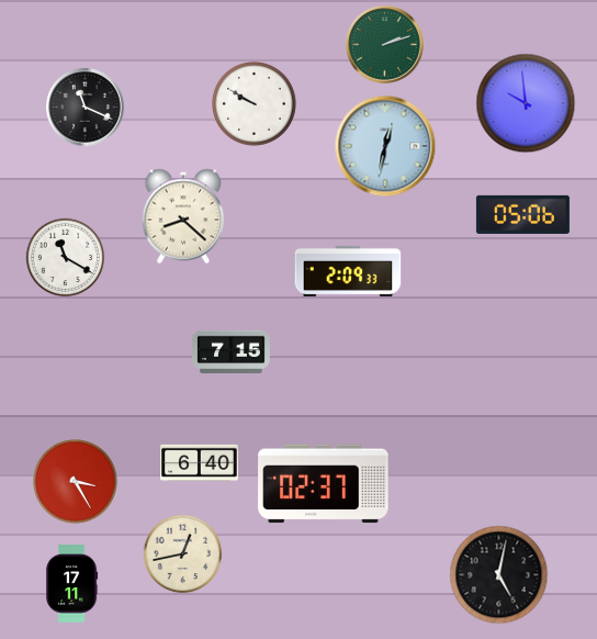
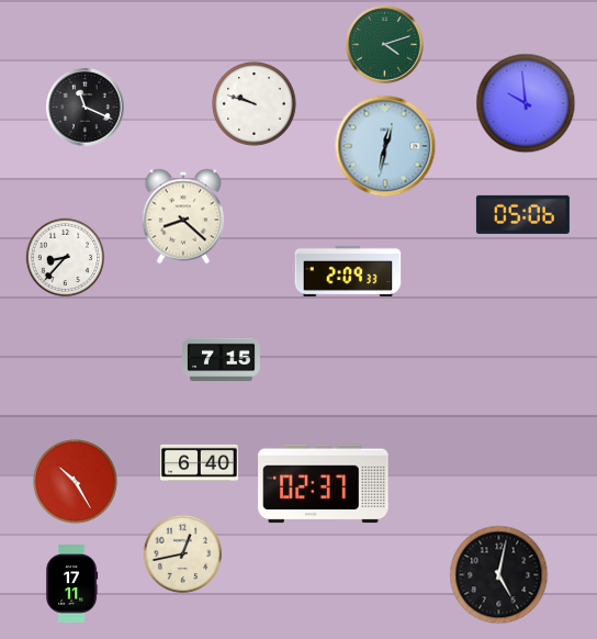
clock at (385, 45): 2:12 -> 4:12
clock at (255, 104): 9:50 -> 9:48
clock at (66, 258): 11:20 -> 8:37
clock at (232, 352) position: (232, 352) -> (222, 360)
clock at (76, 482): 3:25 -> 10:25
